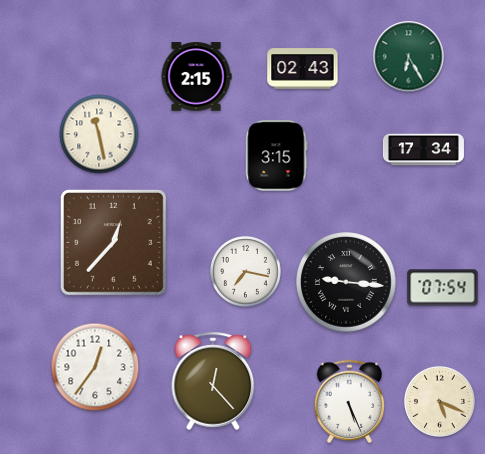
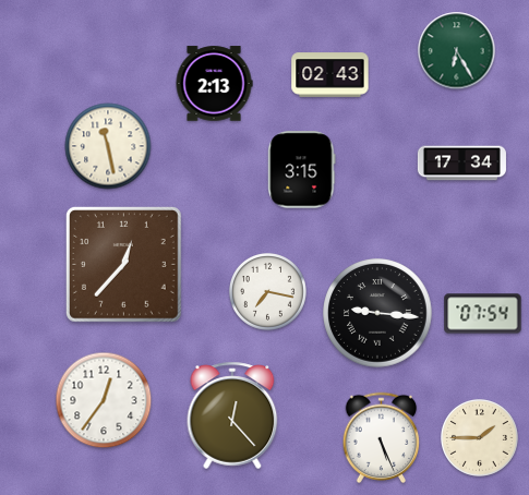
clock at (409, 57) position: (409, 57) -> (457, 51)
clock at (196, 77): 2:15 -> 2:13
clock at (246, 272) position: (246, 272) -> (268, 292)
clock at (346, 282) position: (346, 282) -> (377, 313)
clock at (440, 402): 5:19 -> 1:45
